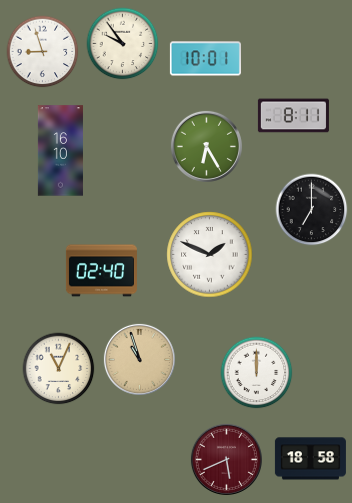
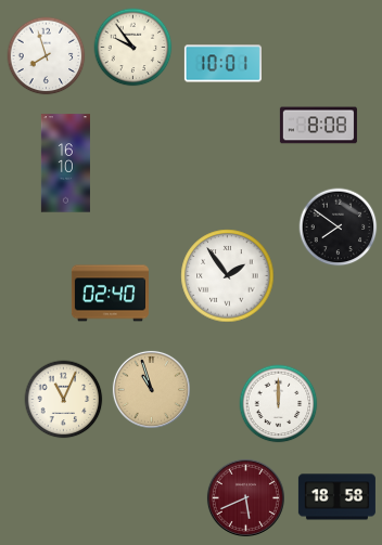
clock at (43, 52): 8:57 -> 7:57
clock at (293, 116): 8:11 -> 8:08
clock at (206, 146): 6:25 -> none
clock at (312, 210): 7:00 -> 7:51
clock at (210, 255): 1:49 -> 1:54
